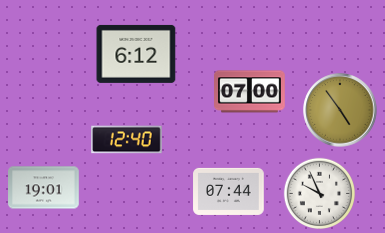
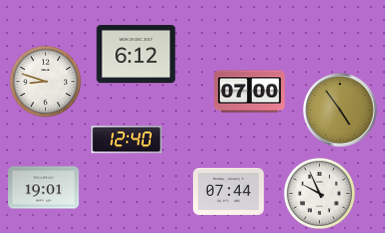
clock at (46, 82): none -> 8:48
